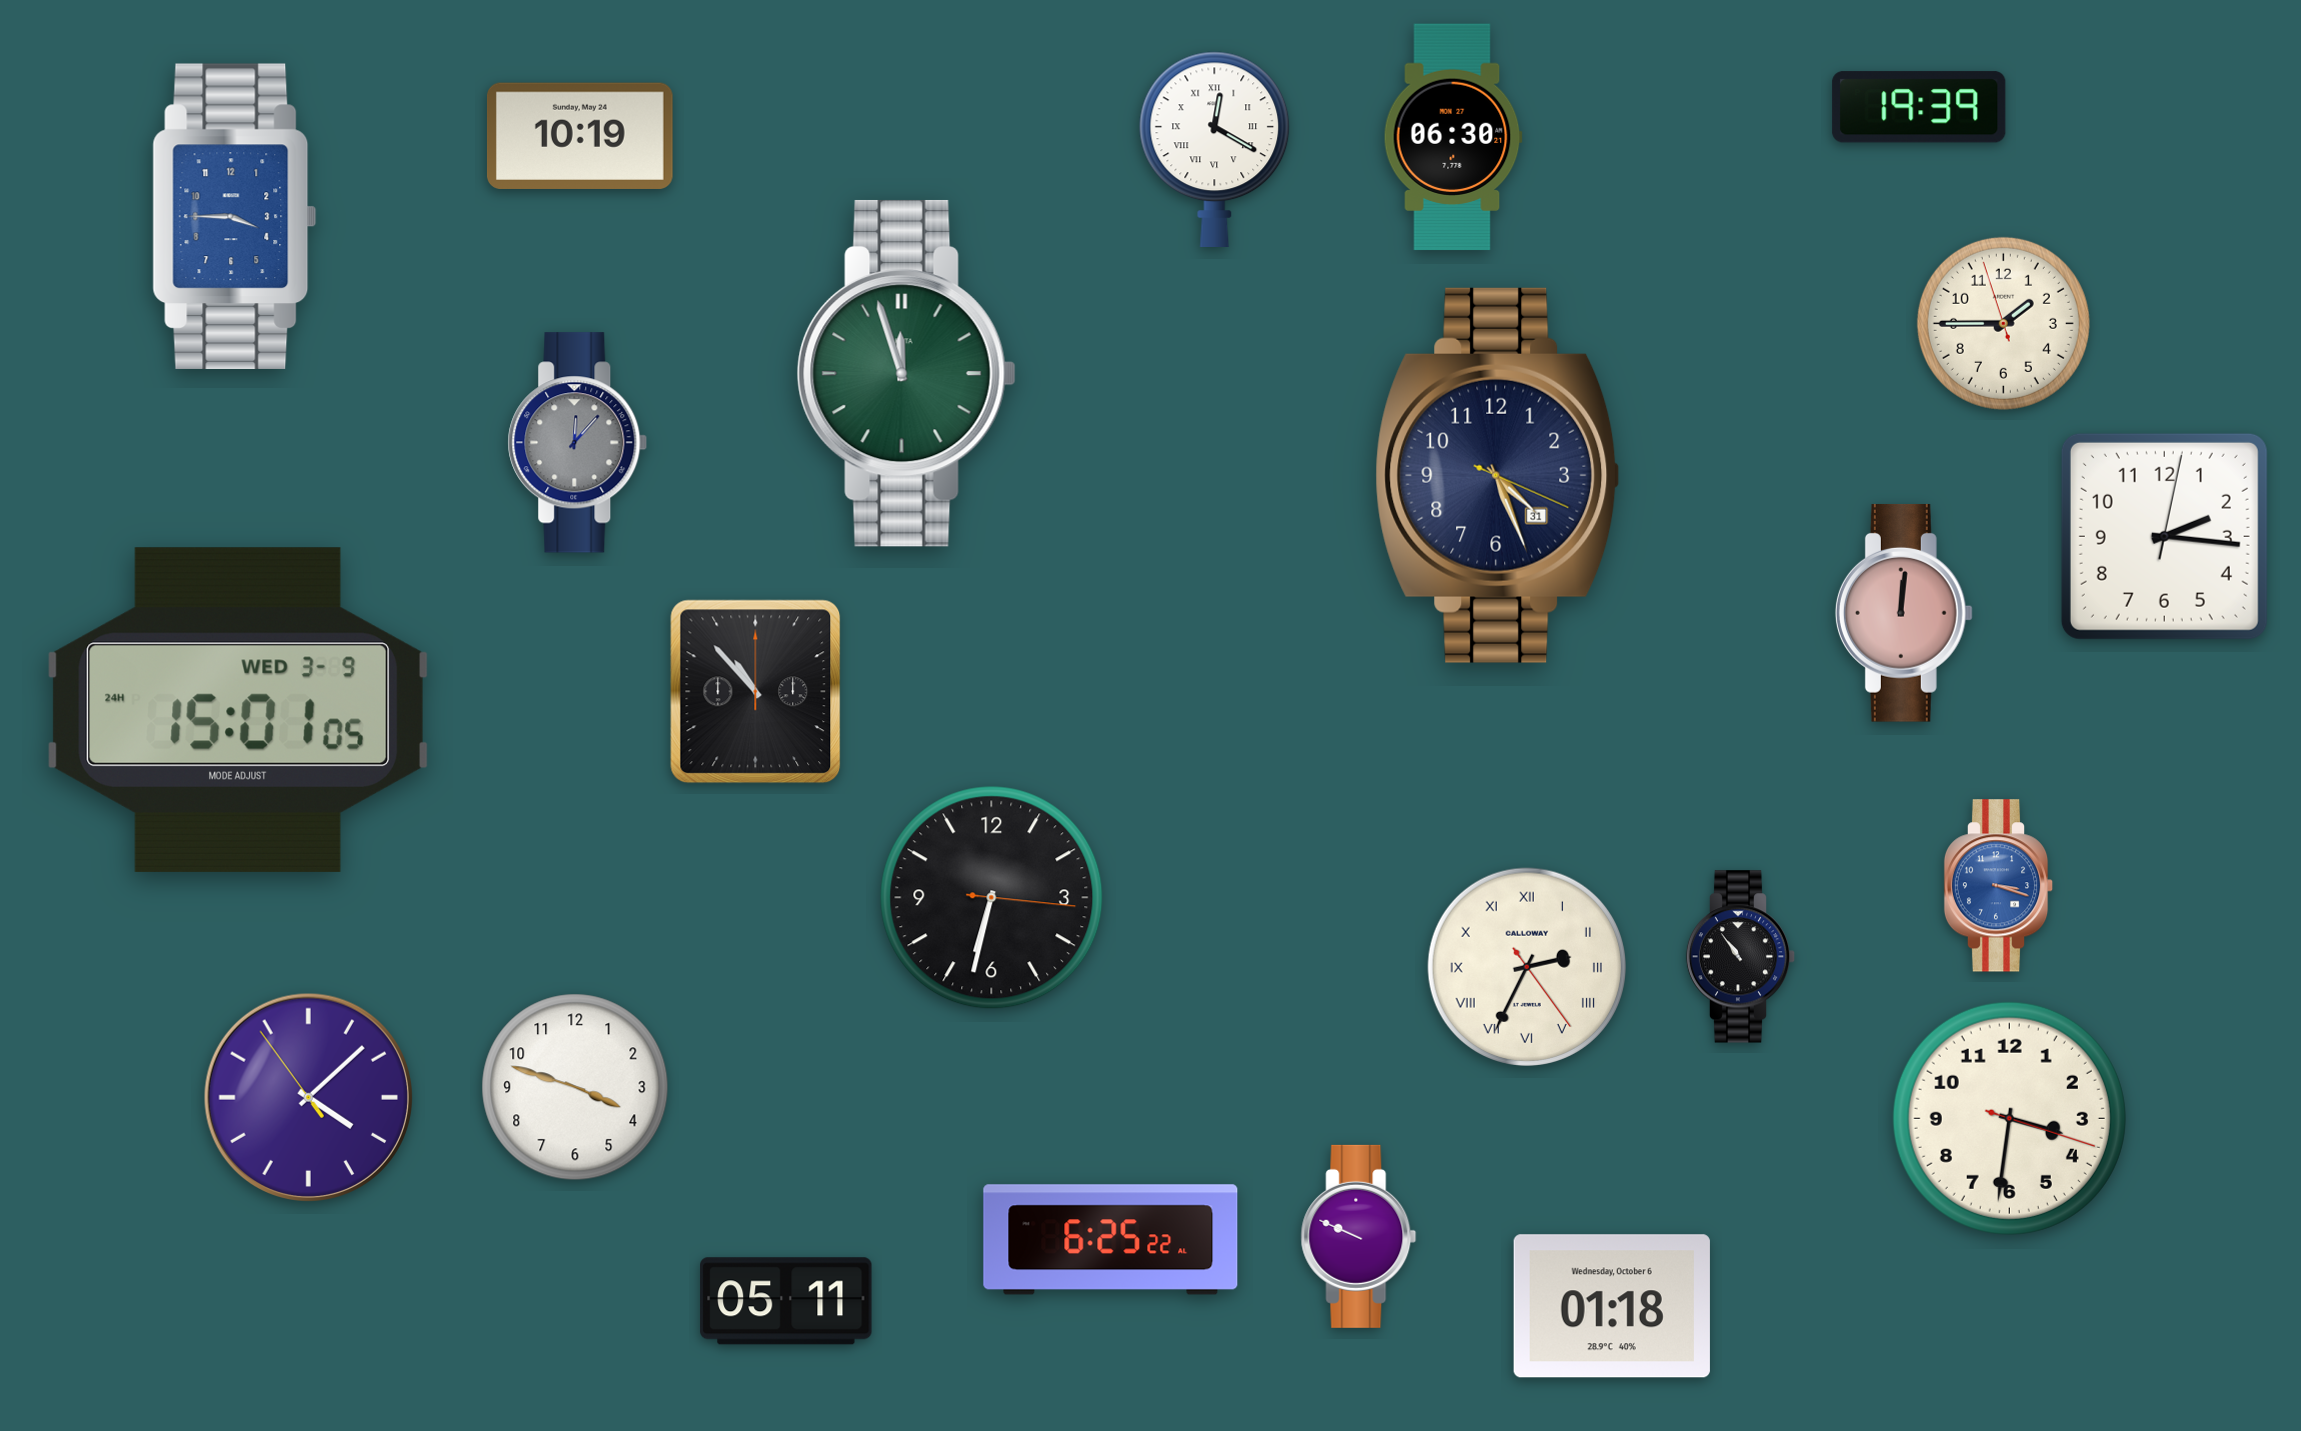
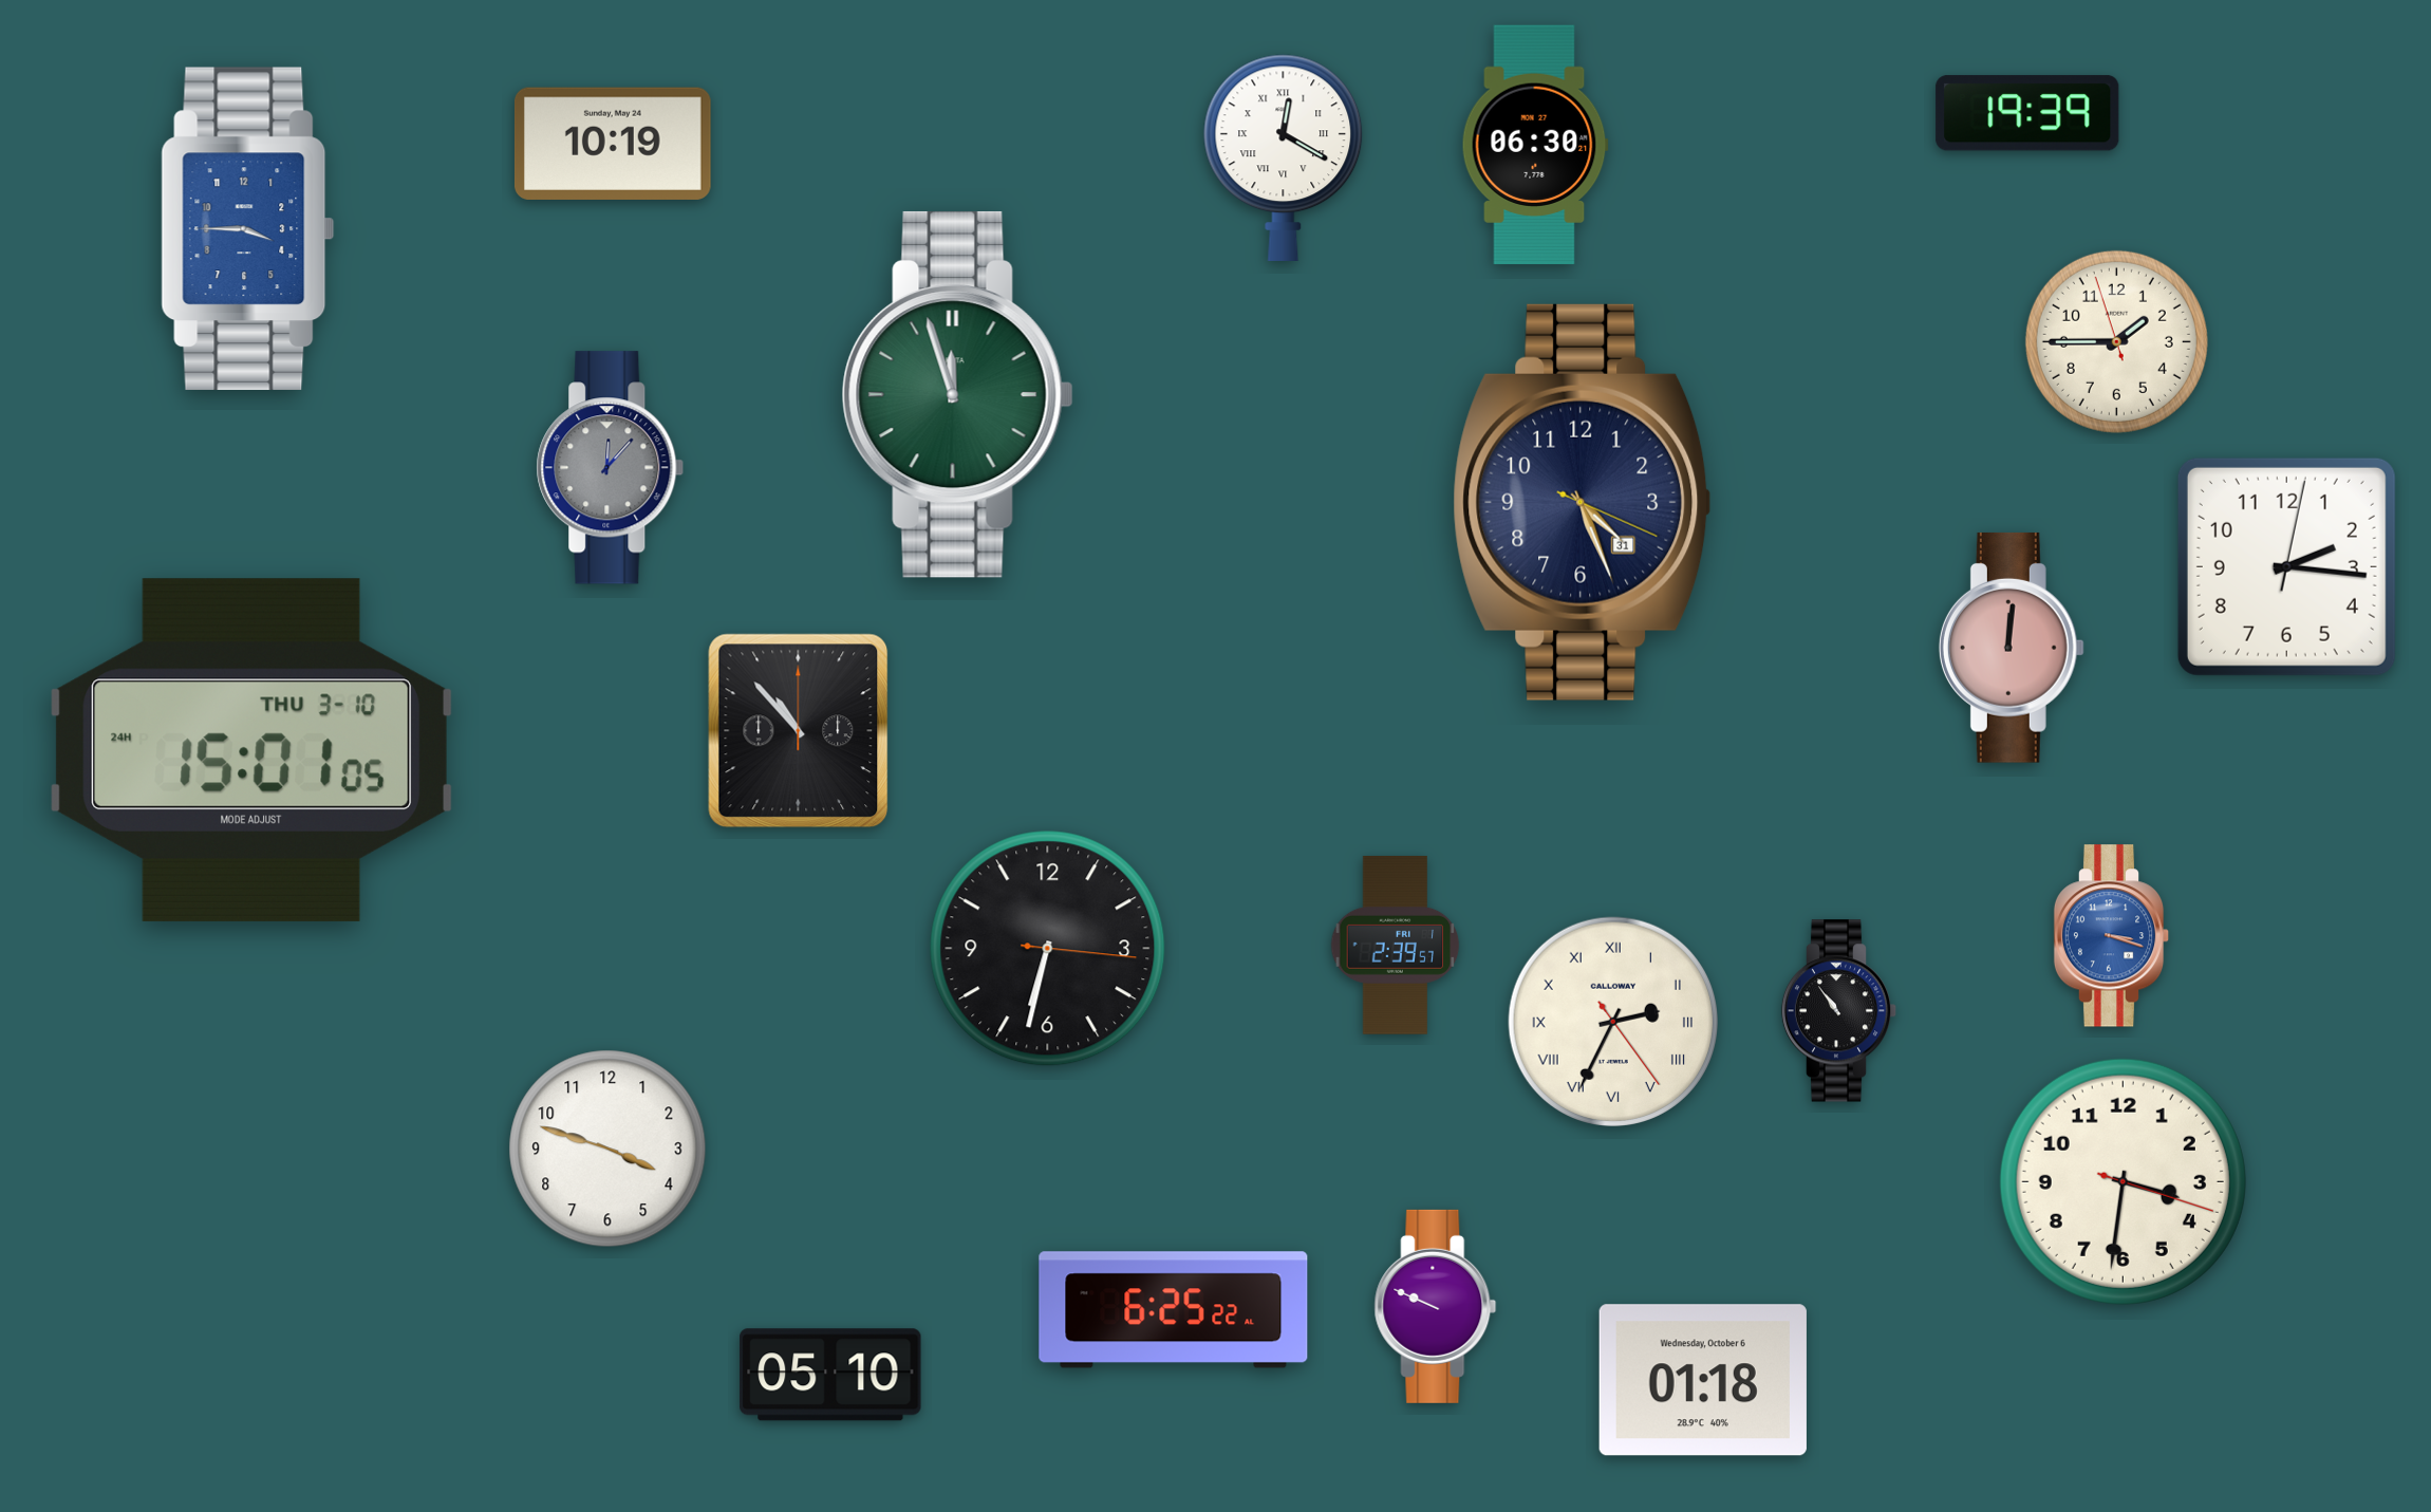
clock at (238, 710) date: WED 3-9 -> THU 3-10
clock at (1396, 945): none -> 2:39
clock at (308, 1097): 4:07 -> none
clock at (786, 1301): 05:11 -> 05:10
